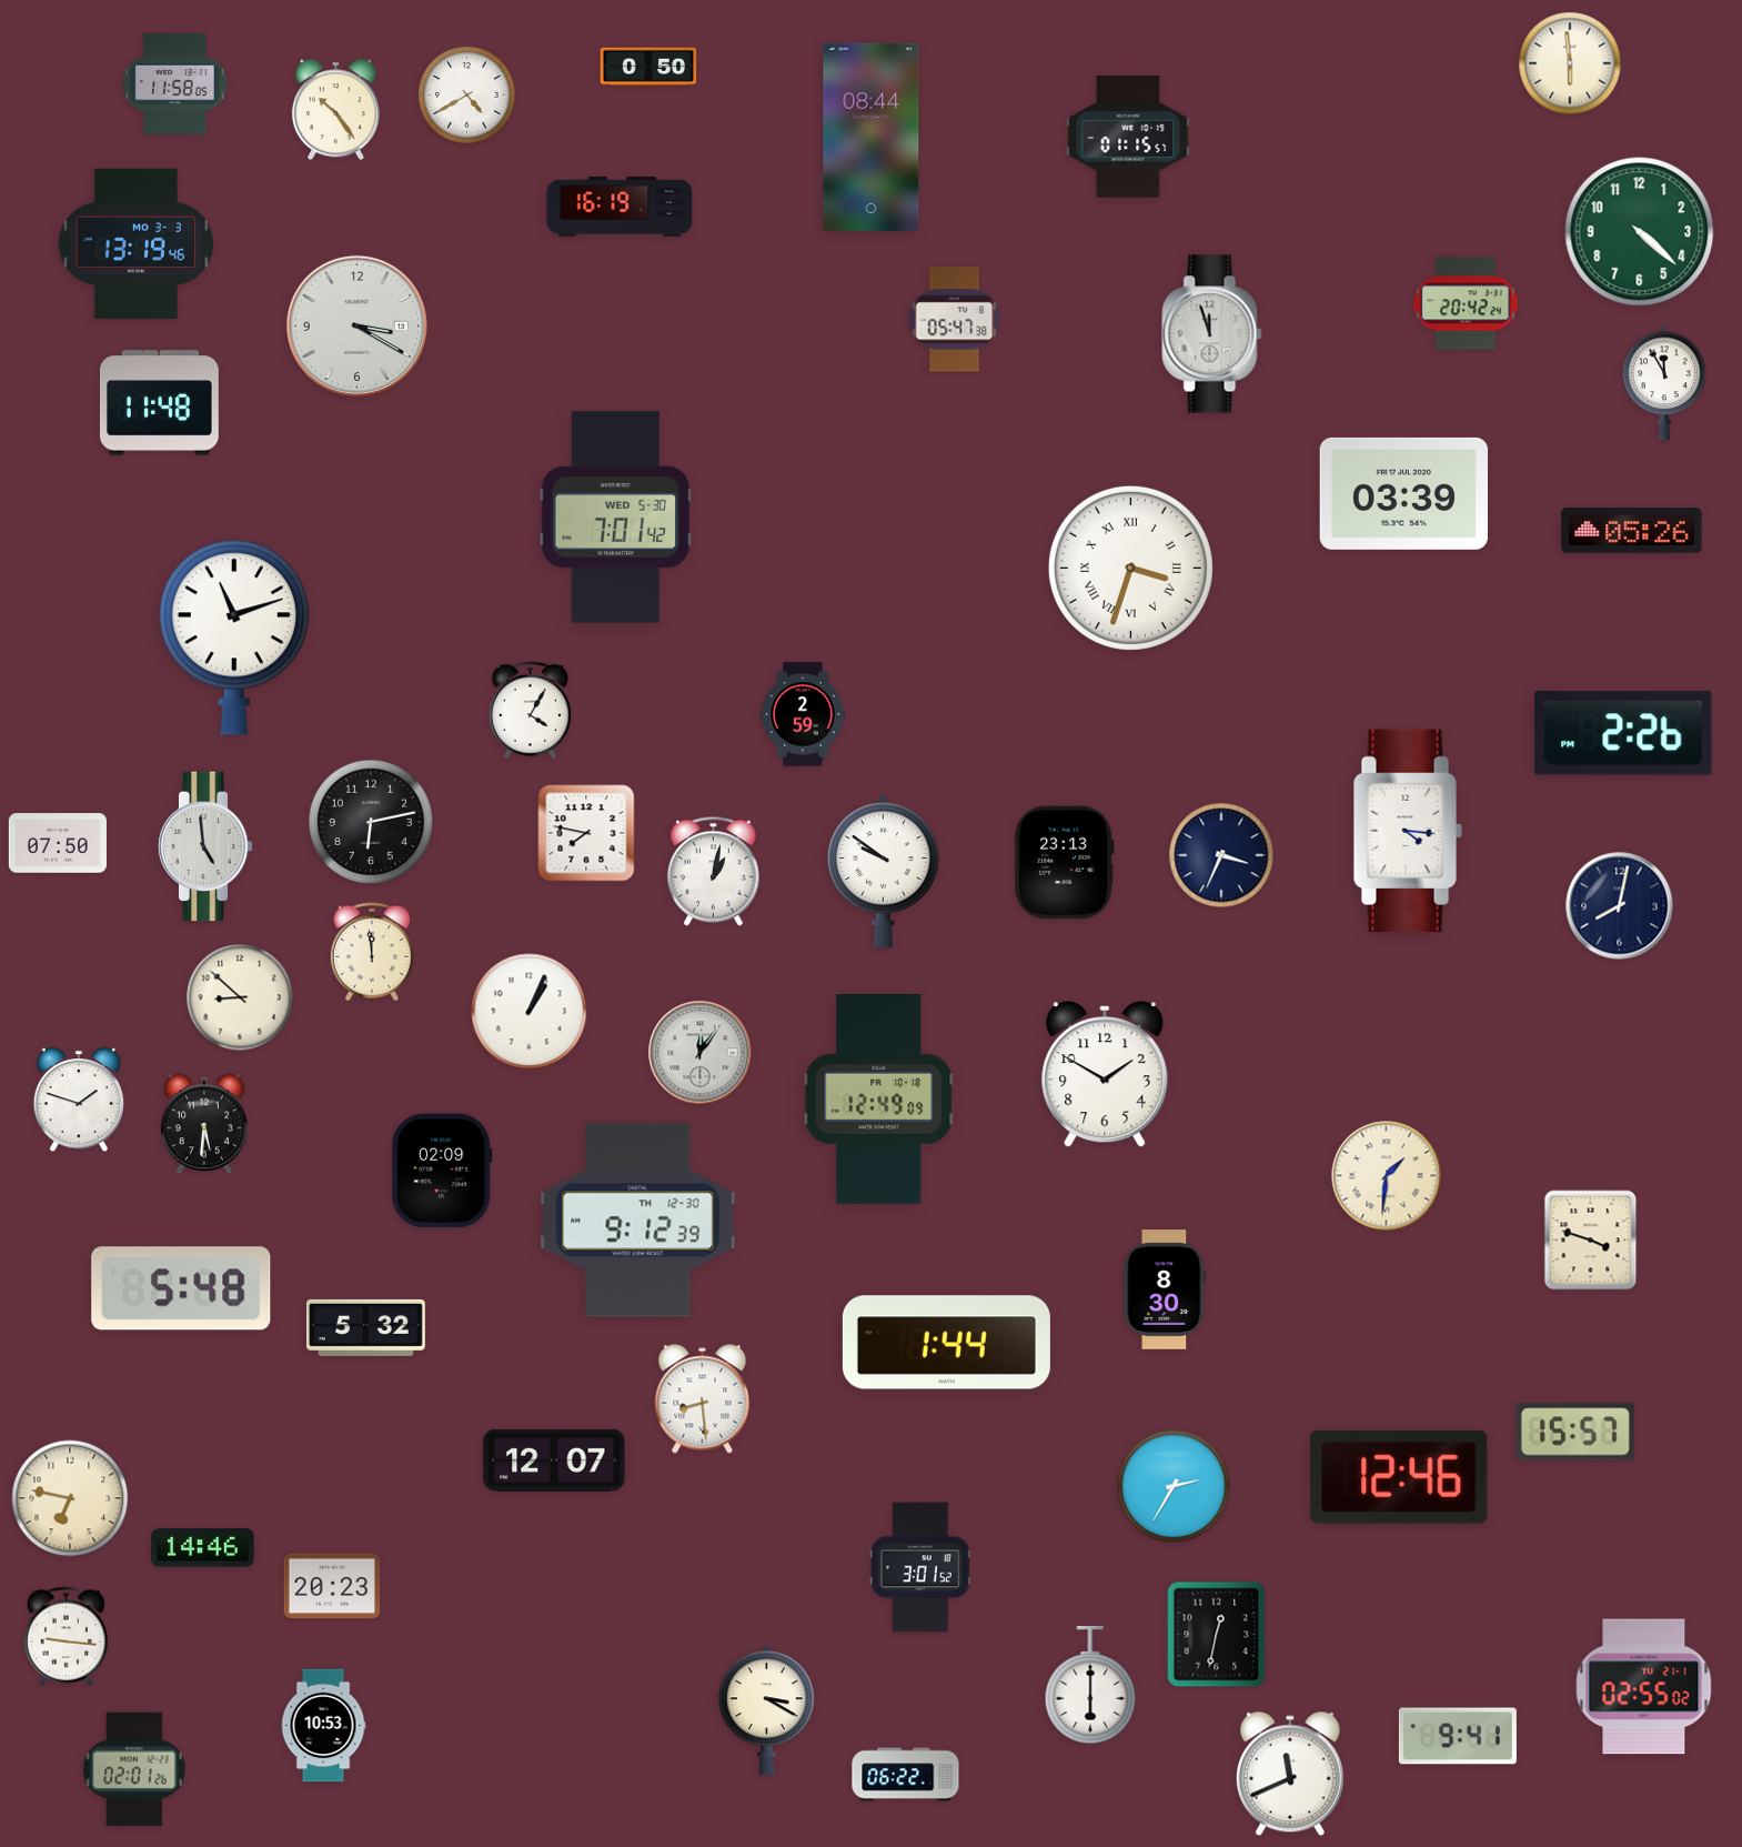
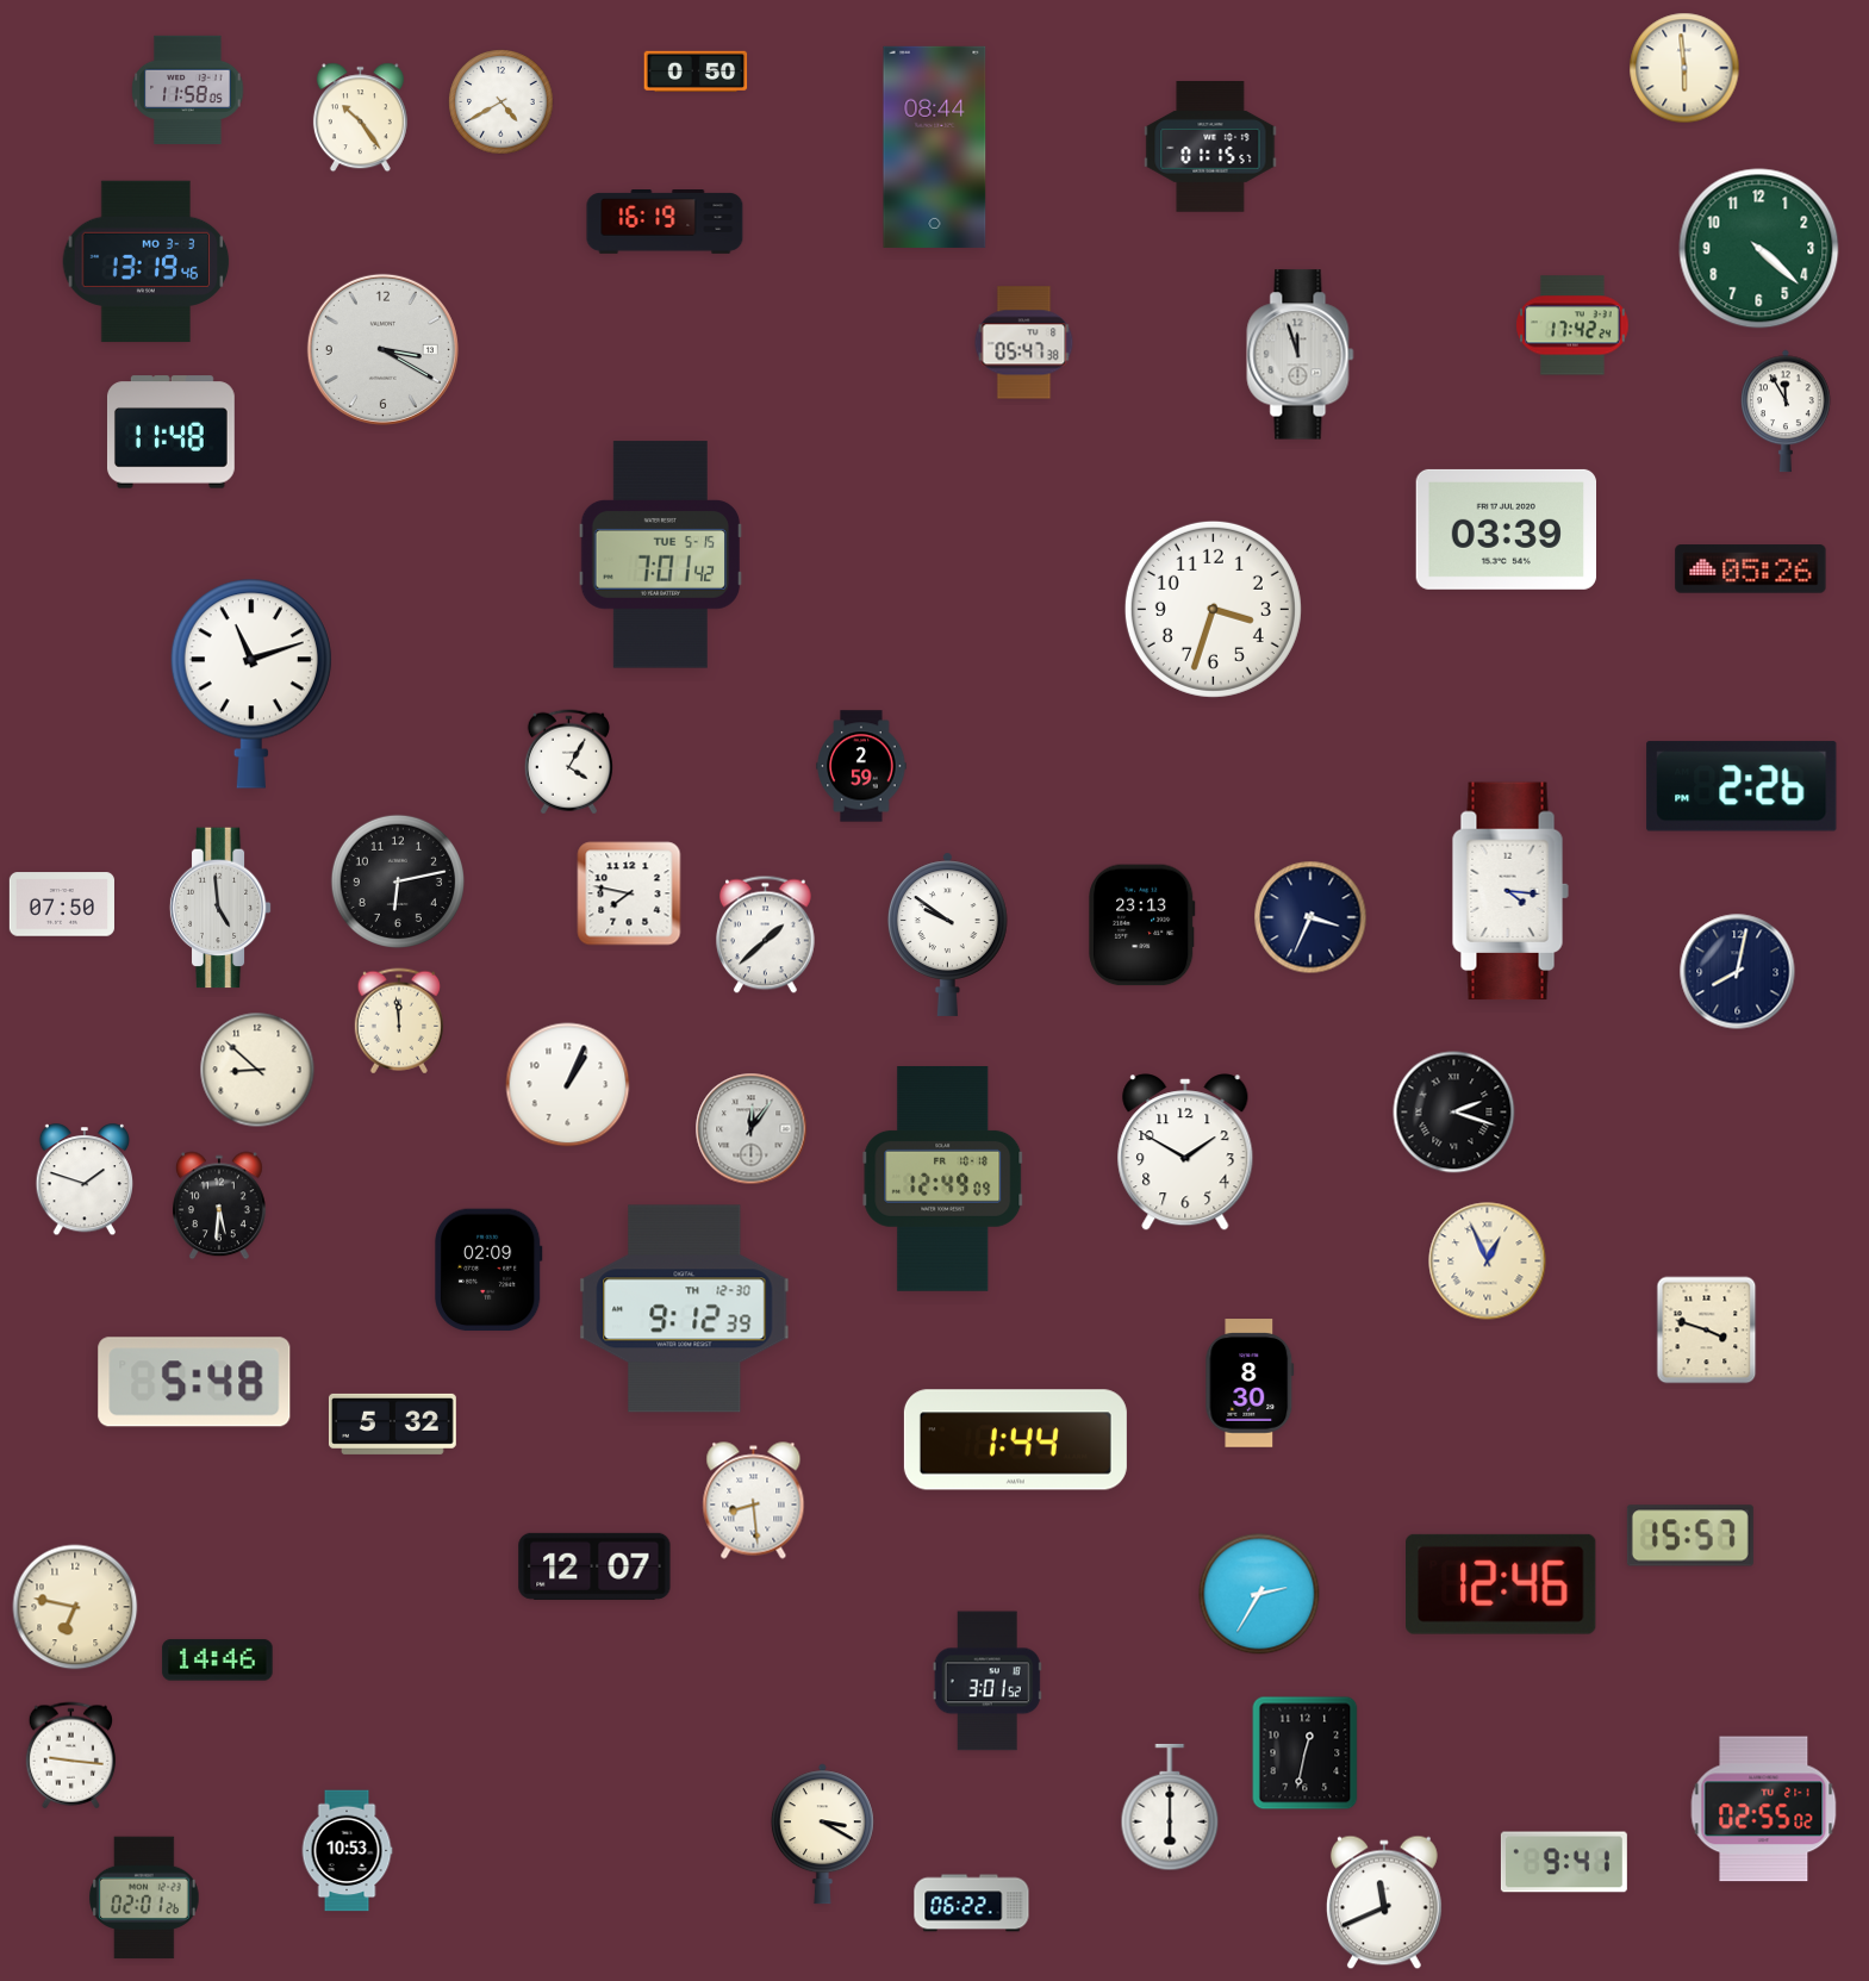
clock at (1466, 303): 20:42 -> 17:42
clock at (1212, 334) position: (1212, 334) -> (1301, 355)
clock at (615, 518) date: WED 5-30 -> TUE 5-15
clock at (1130, 568) numerals: Roman -> Arabic
clock at (713, 872): 1:02 -> 1:38
clock at (1454, 1113): none -> 2:18
clock at (443, 1171) position: (443, 1171) -> (490, 1270)
clock at (1387, 1176): 1:31 -> 12:56
clock at (332, 1586): 20:23 -> none
